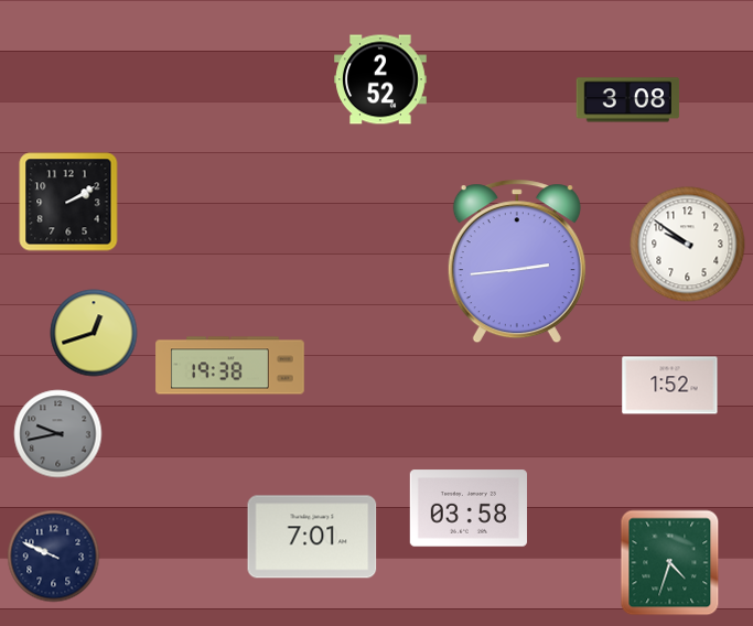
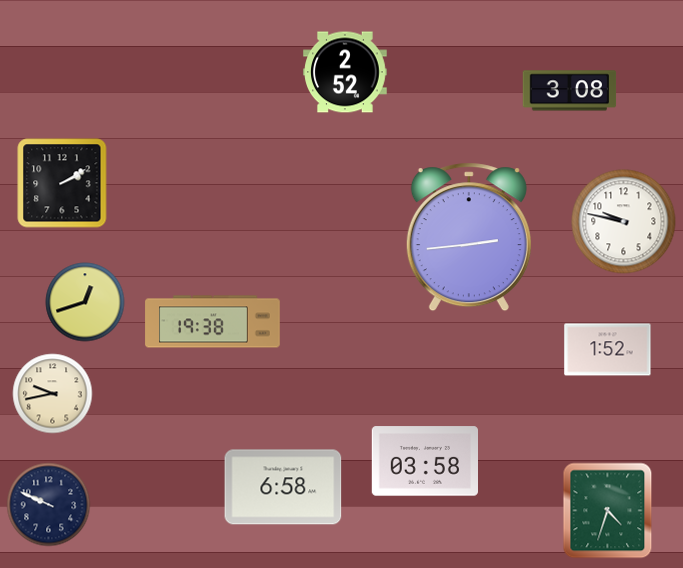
clock at (688, 245): 9:51 -> 9:47
clock at (230, 366) position: (230, 366) -> (213, 322)
clock at (58, 434) dial: grey -> cream
clock at (312, 537): 7:01 -> 6:58
